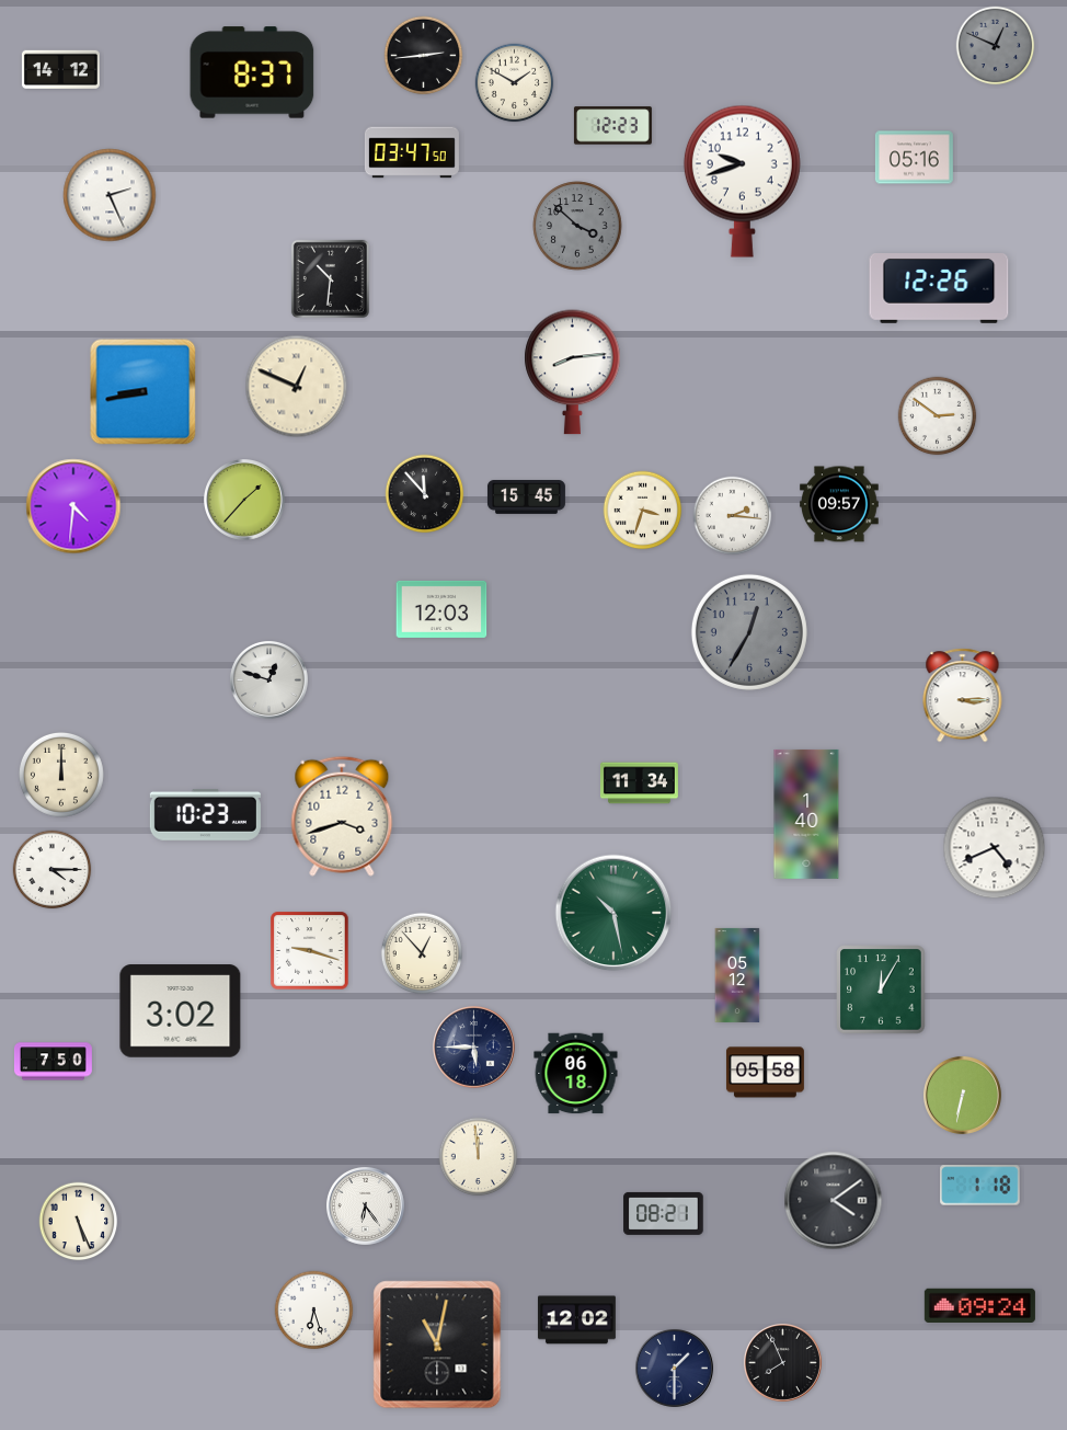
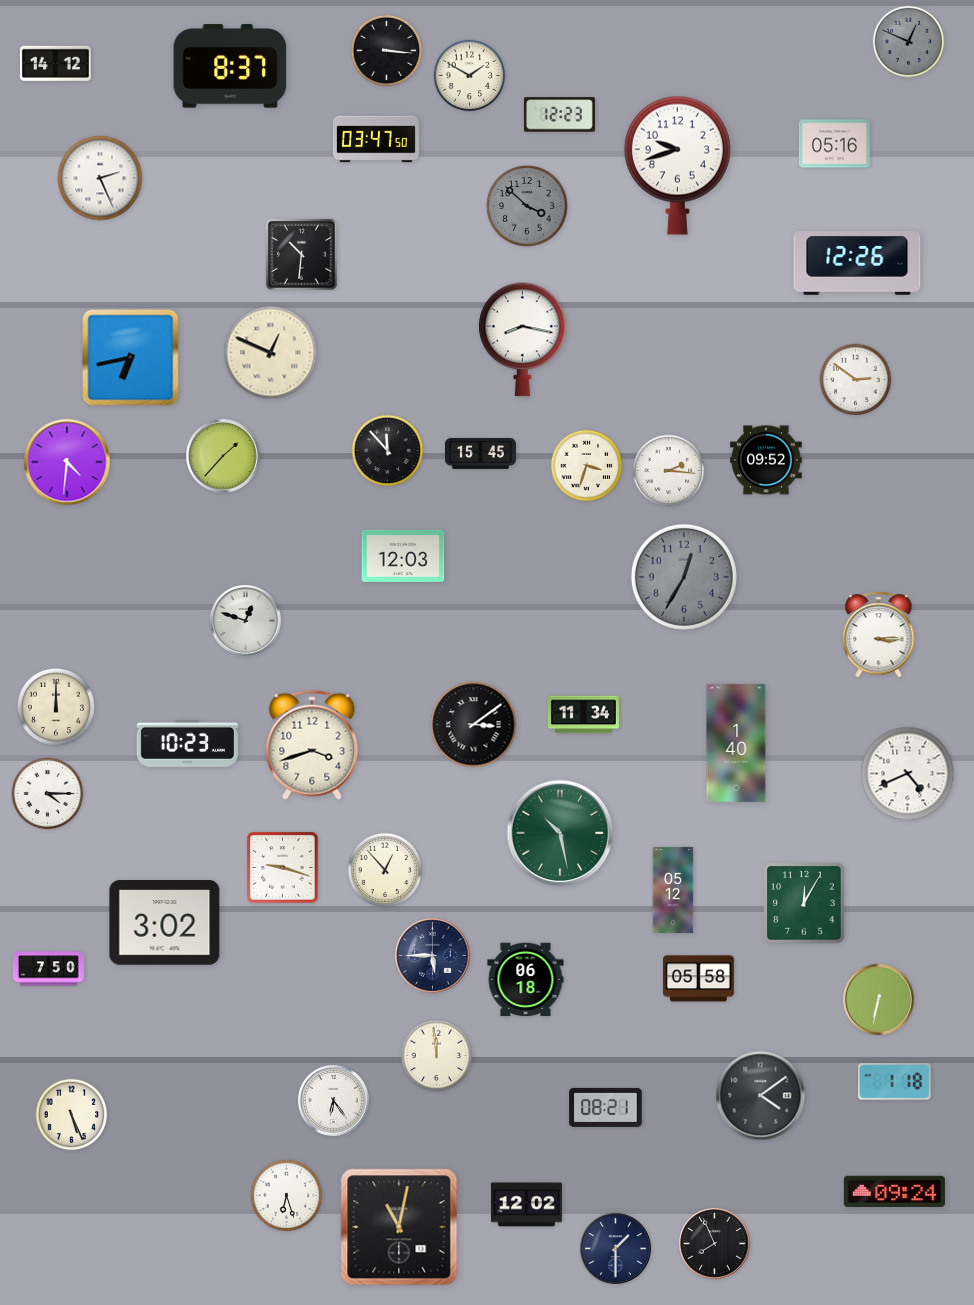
clock at (424, 56): 2:44 -> 3:16
clock at (573, 373): 8:14 -> 8:17
clock at (144, 392): 8:43 -> 6:43
clock at (840, 504): 09:57 -> 09:52
clock at (474, 725): none -> 3:09
